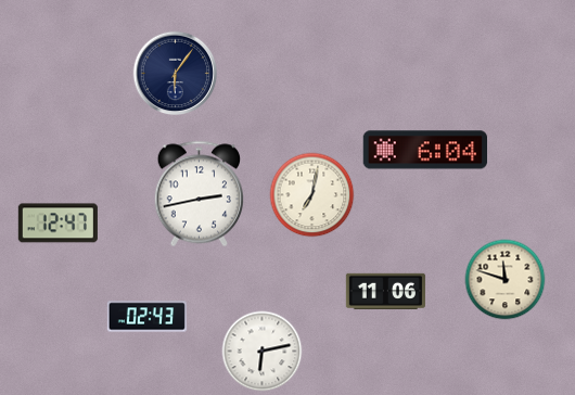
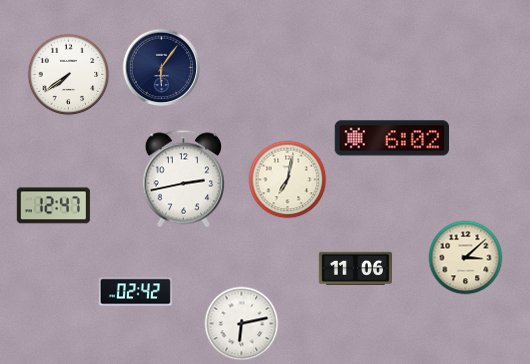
clock at (69, 75): none -> 7:39
clock at (424, 150): 6:04 -> 6:02
clock at (506, 280): 11:48 -> 3:08
clock at (146, 317): 02:43 -> 02:42
